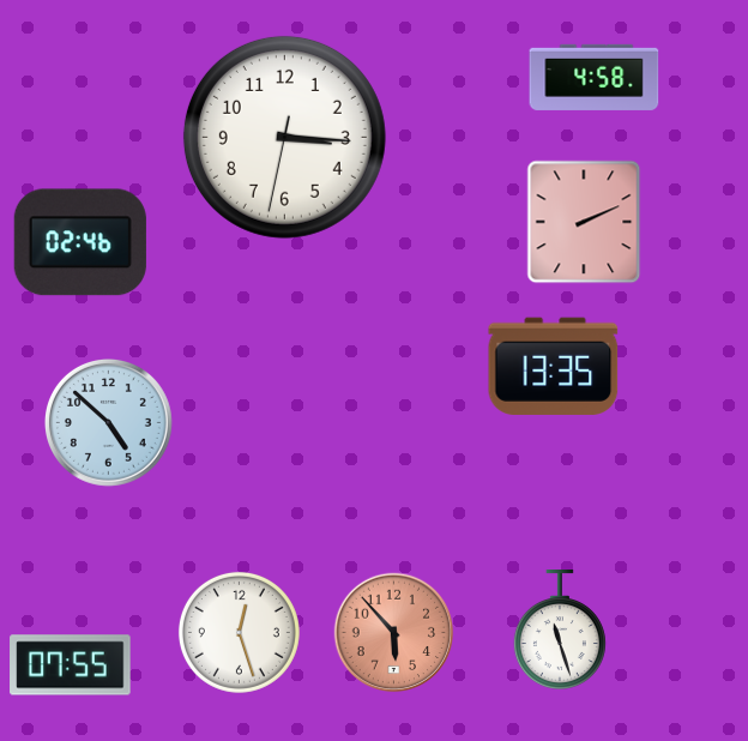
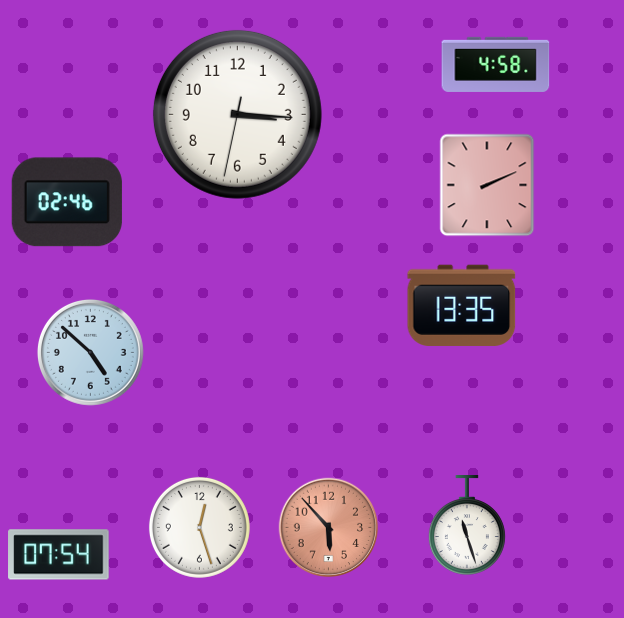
clock at (71, 665): 07:55 -> 07:54
